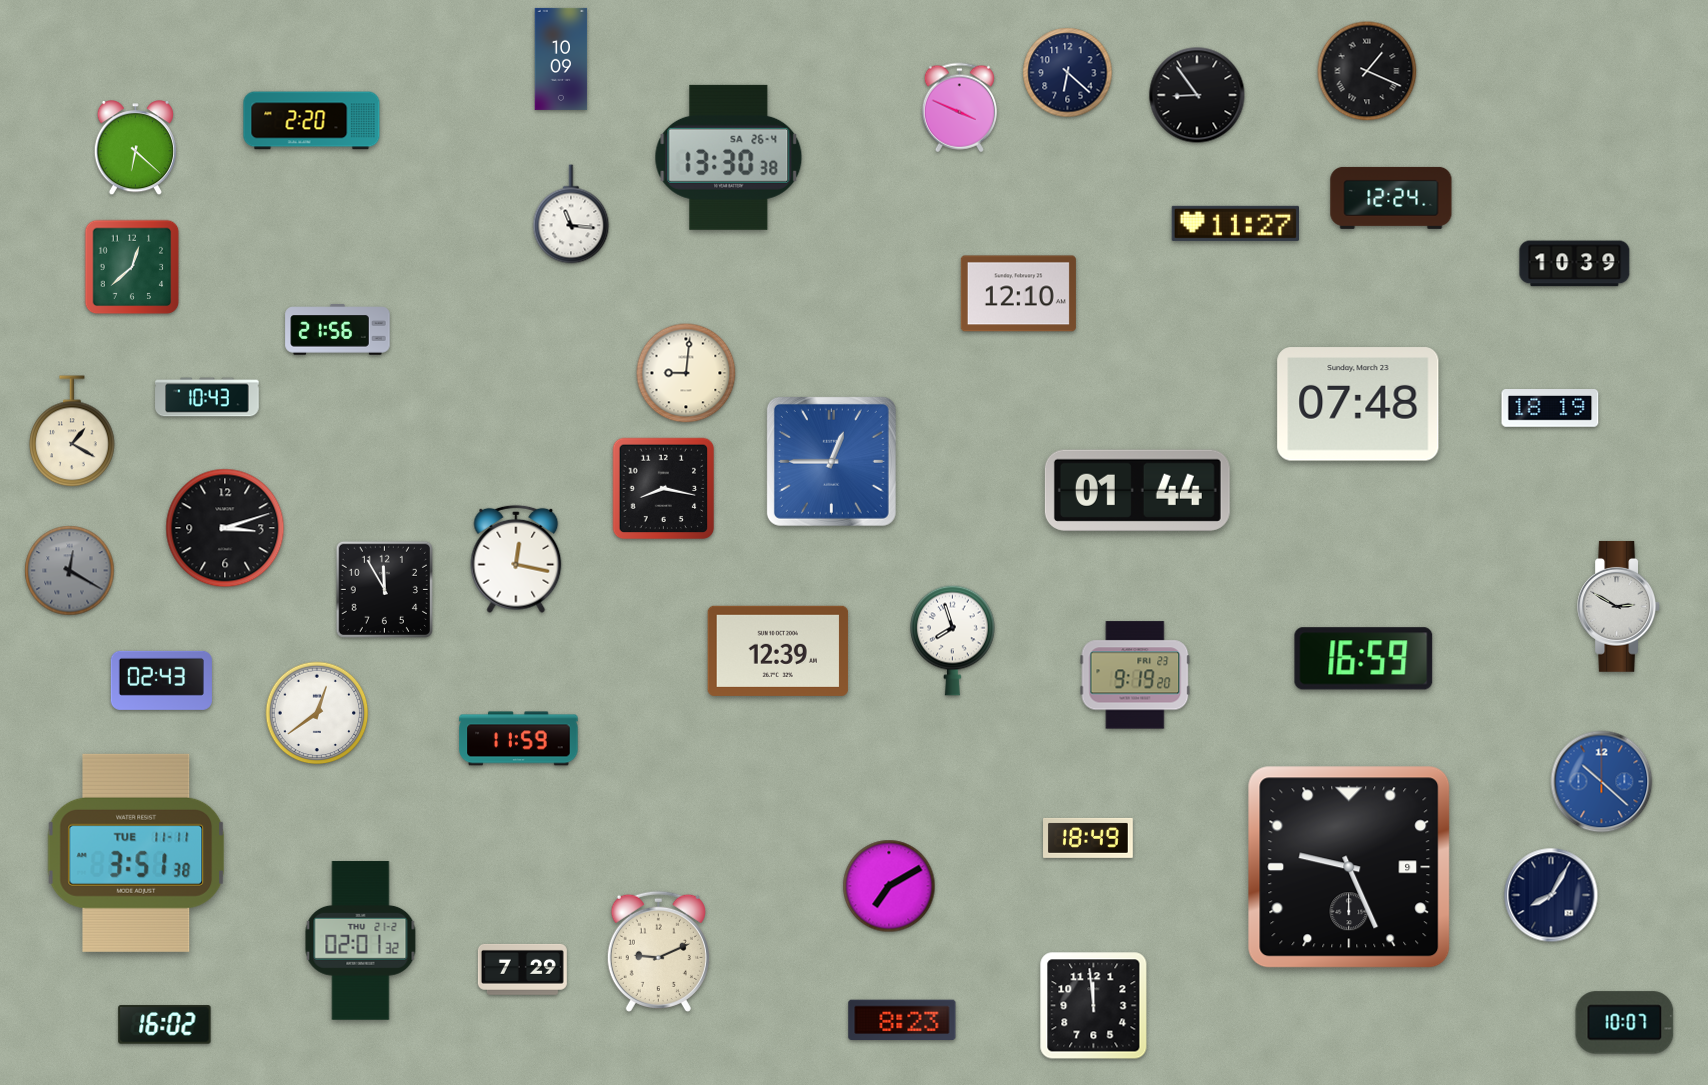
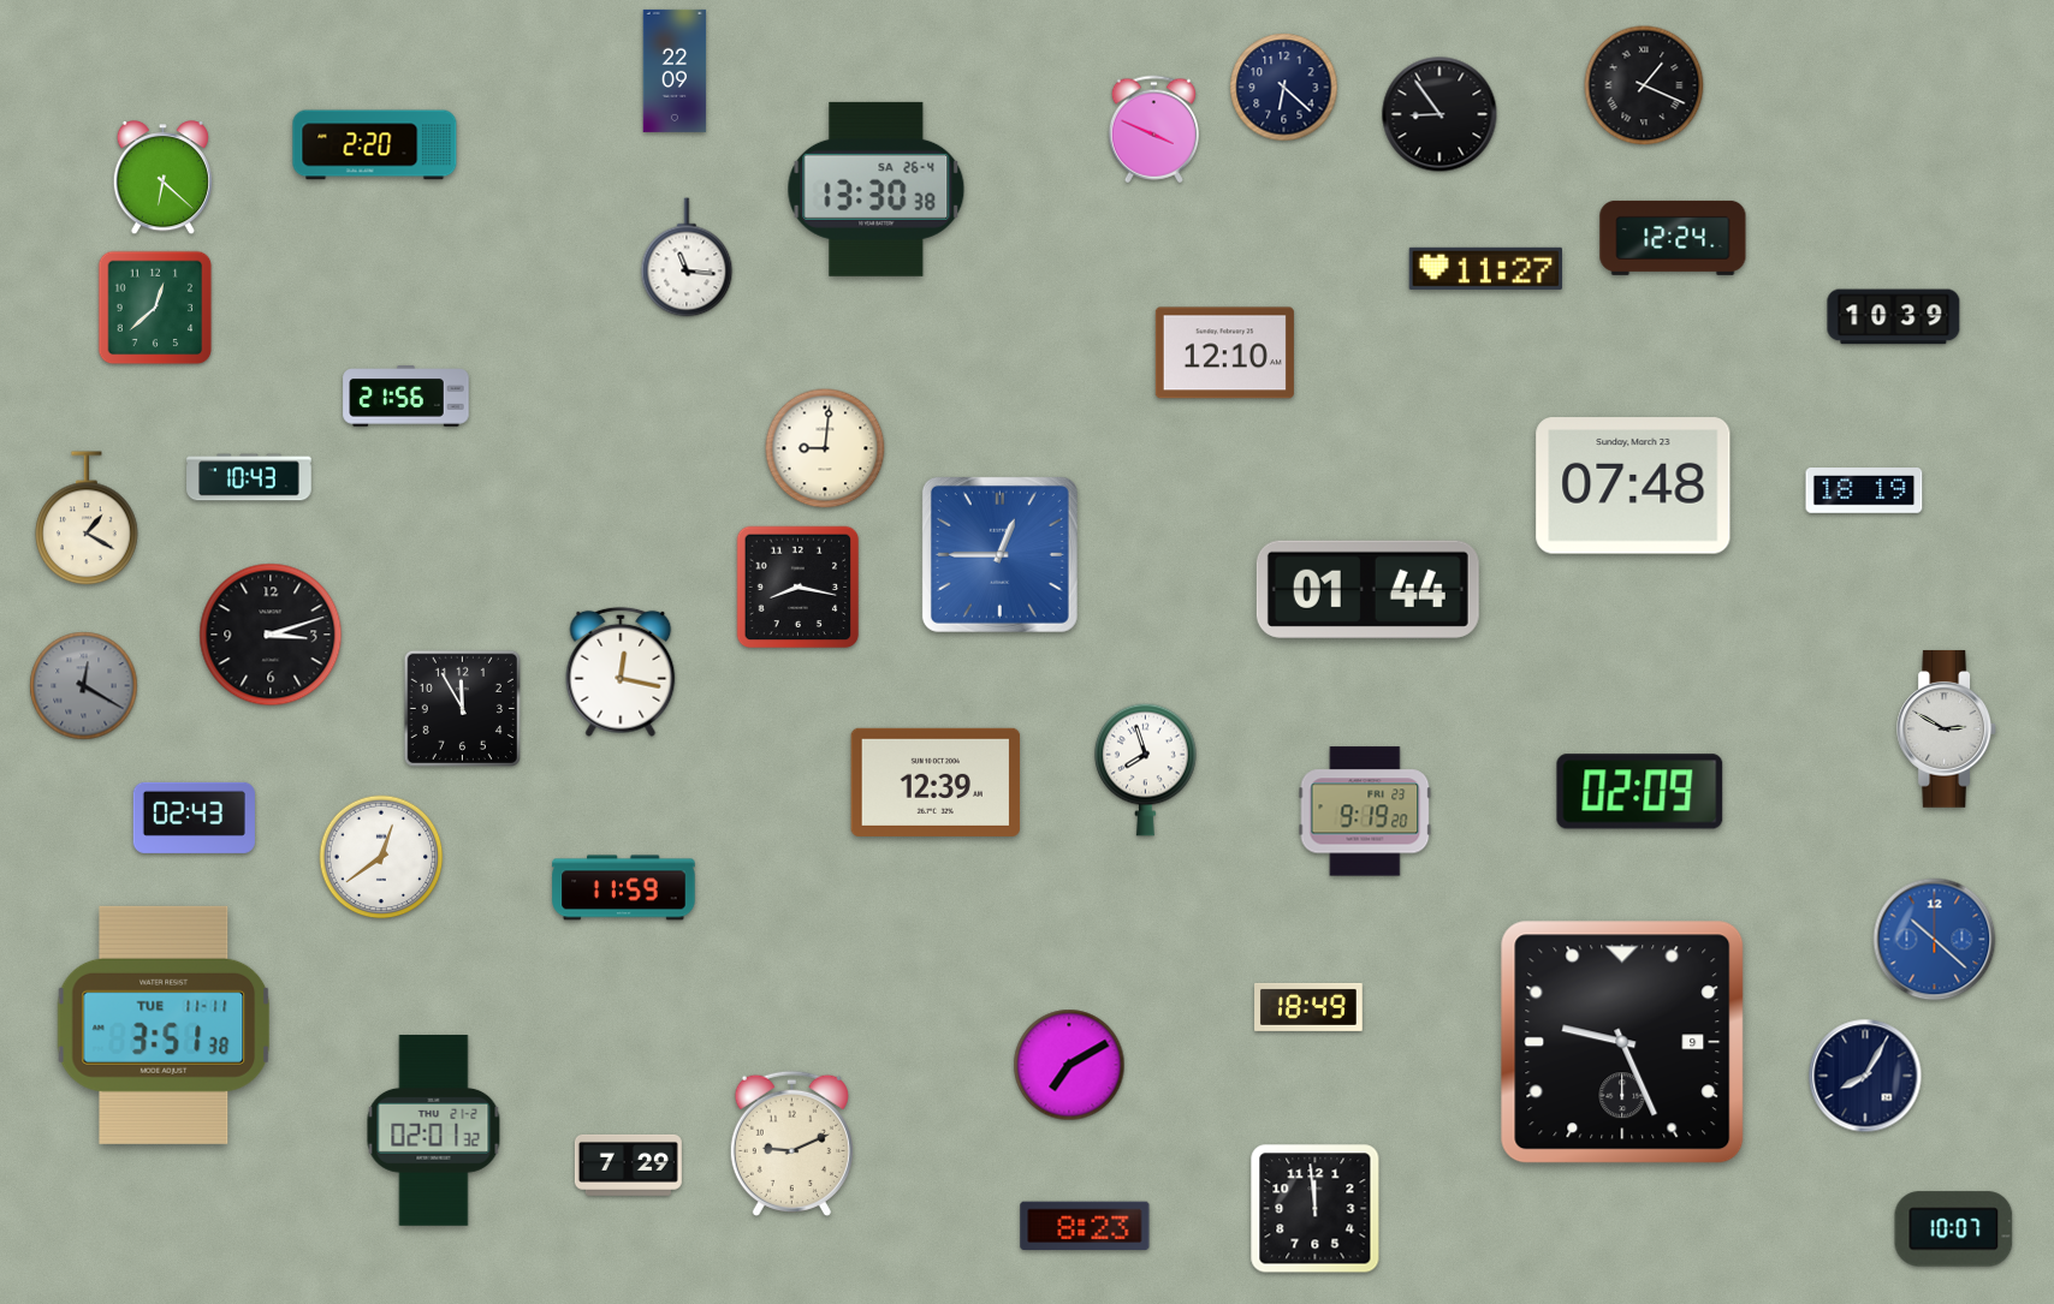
clock at (561, 59): 10:09 -> 22:09
clock at (132, 267) position: (132, 267) -> (155, 308)
clock at (1364, 659): 16:59 -> 02:09
clock at (1602, 782) position: (1602, 782) -> (1935, 940)
clock at (165, 1025): 16:02 -> none
